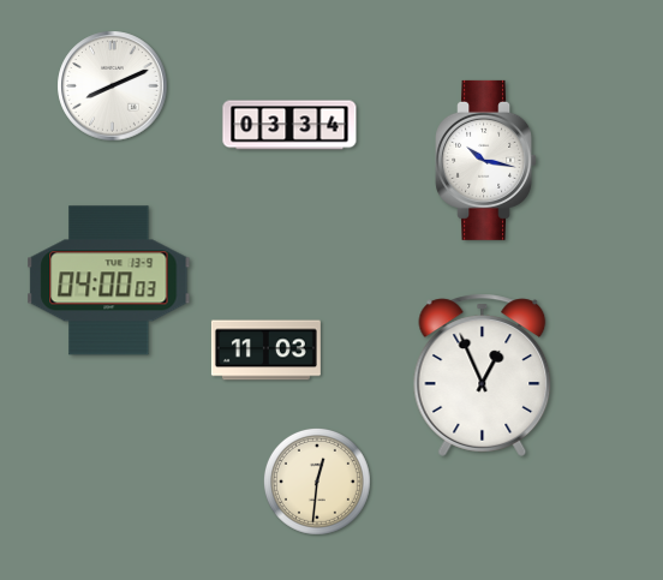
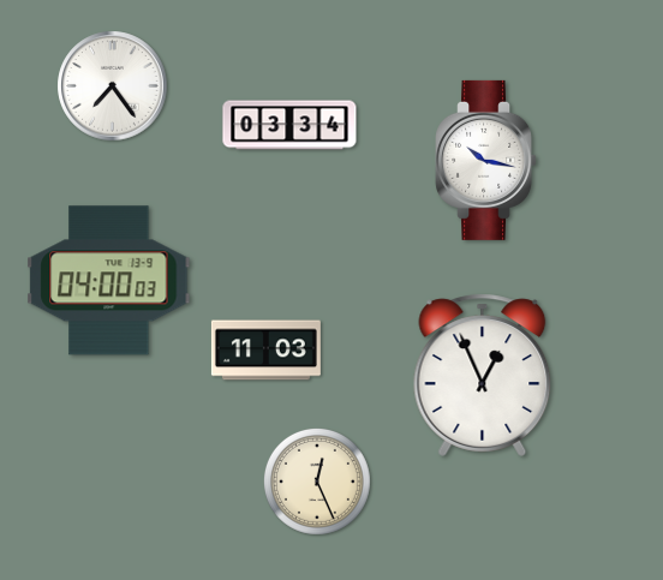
clock at (113, 86): 8:11 -> 7:24
clock at (317, 482): 12:31 -> 12:26
